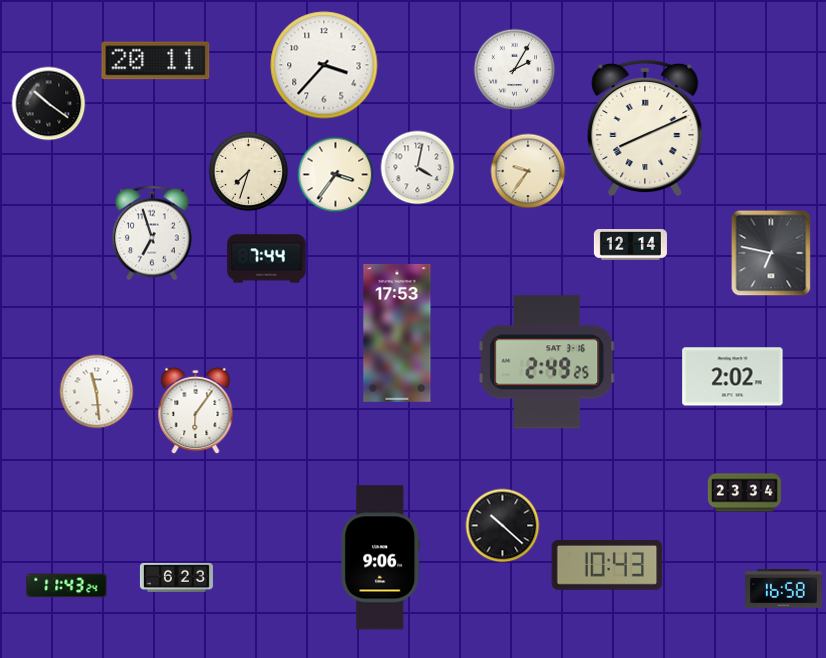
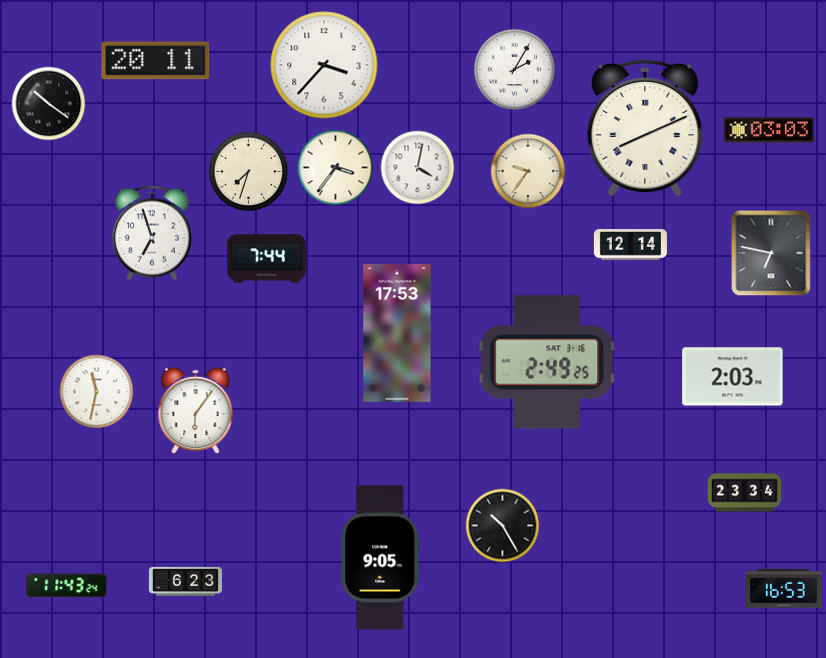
clock at (769, 130): none -> 03:03
clock at (336, 175) position: (336, 175) -> (336, 168)
clock at (733, 377): 2:02 -> 2:03
clock at (97, 392): 11:29 -> 11:32
clock at (503, 526): 10:22 -> 10:25
clock at (381, 558): 9:06 -> 9:05
clock at (607, 565): 10:43 -> none
clock at (176, 577) position: (176, 577) -> (185, 581)
clock at (784, 589): 16:58 -> 16:53
